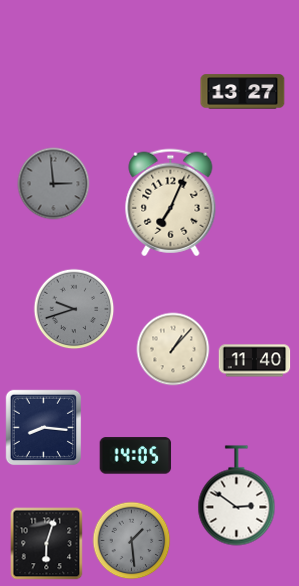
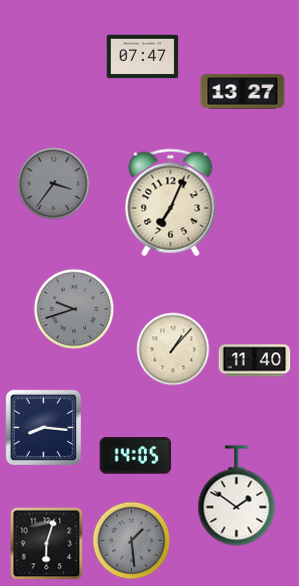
clock at (143, 57): none -> 07:47
clock at (54, 184): 2:59 -> 3:36
clock at (237, 496): 2:51 -> 1:51
